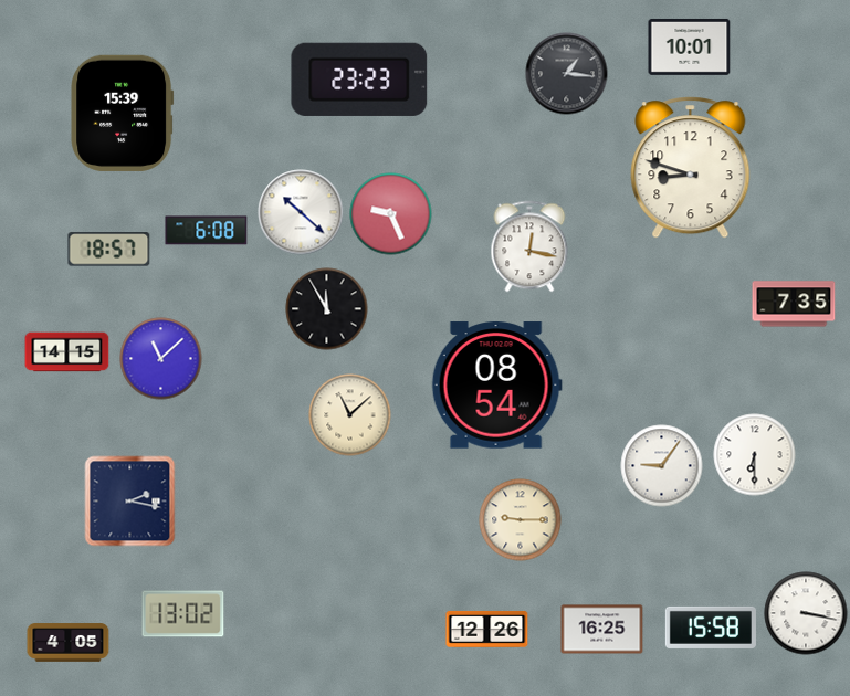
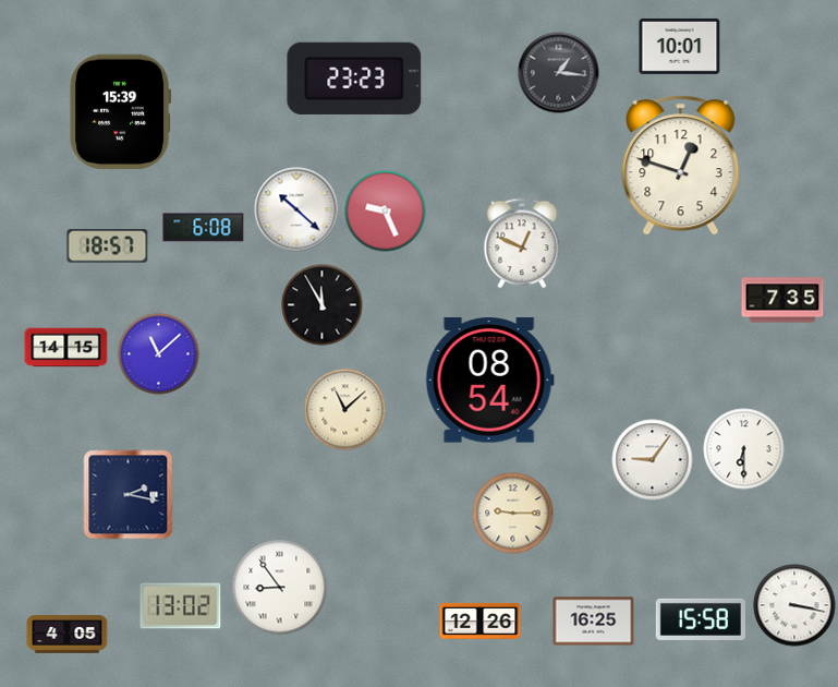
clock at (691, 168): 8:48 -> 12:48
clock at (529, 246): 12:17 -> 12:49
clock at (280, 588): none -> 8:54
